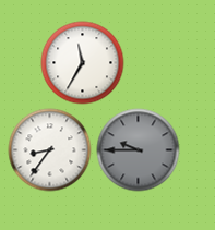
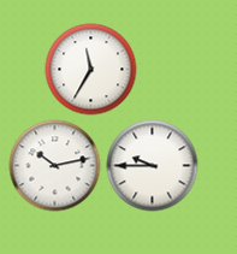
clock at (50, 150): 8:36 -> 10:13
clock at (139, 150) dial: grey -> white
